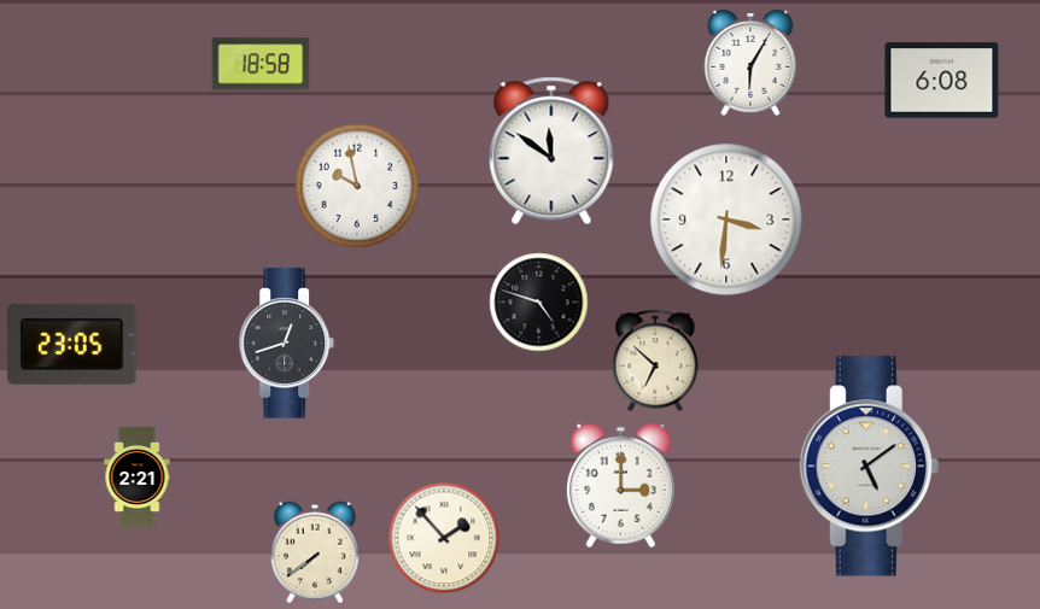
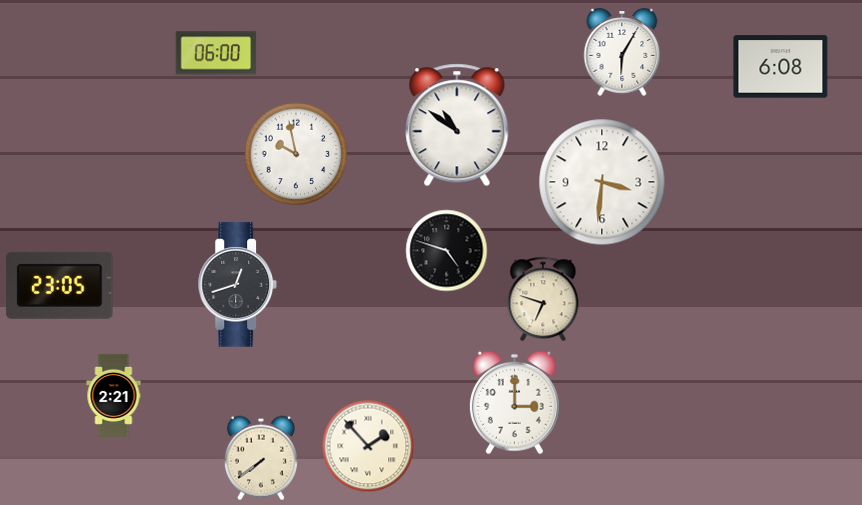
clock at (261, 64): 18:58 -> 06:00
clock at (551, 151): 11:51 -> 10:51
clock at (655, 361): 6:52 -> 6:48
clock at (869, 467): 5:09 -> none
